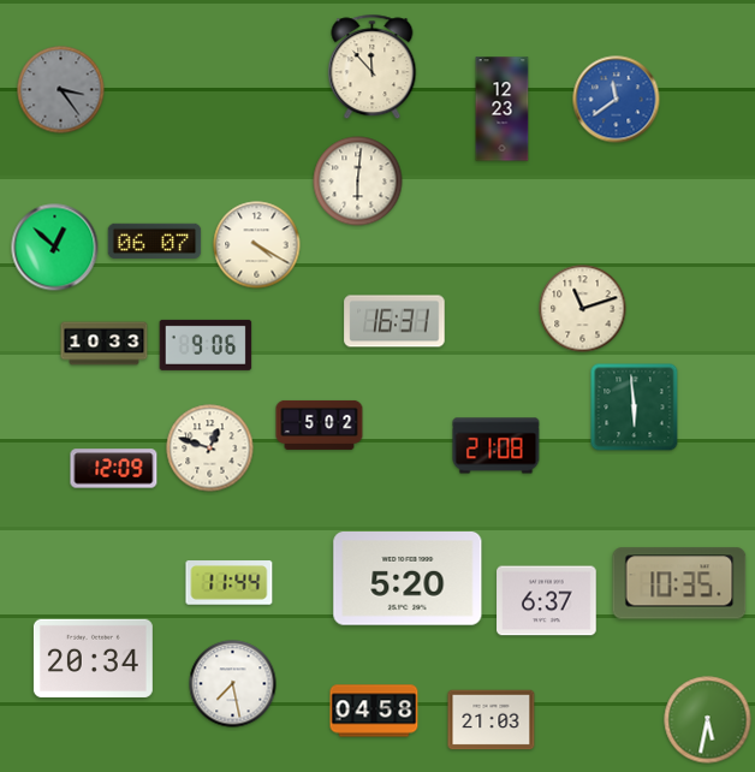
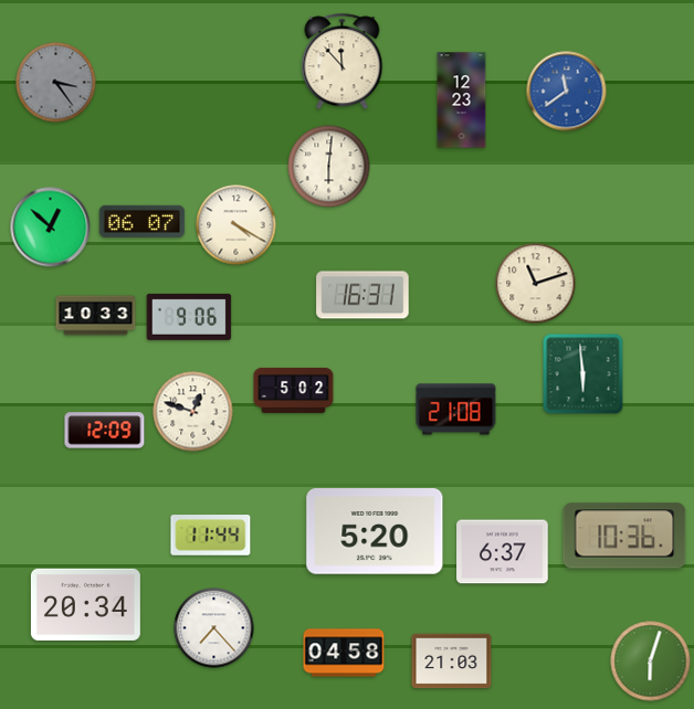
clock at (679, 583): 10:35 -> 10:36
clock at (233, 684): 7:28 -> 7:23
clock at (708, 720): 5:32 -> 6:03
